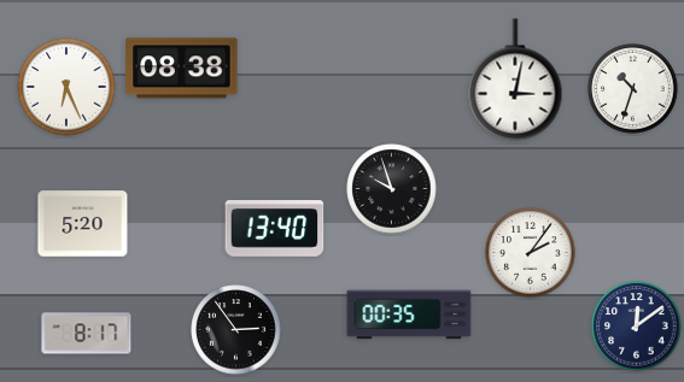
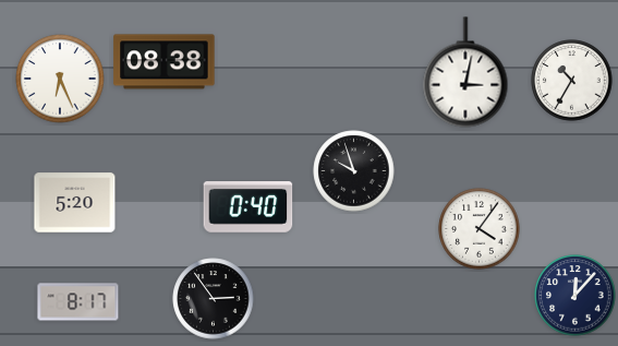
clock at (633, 89): 10:33 -> 10:35
clock at (275, 229): 13:40 -> 0:40
clock at (531, 253): 2:06 -> 4:06
clock at (409, 315): 00:35 -> none
clock at (637, 327): 12:09 -> 12:07
